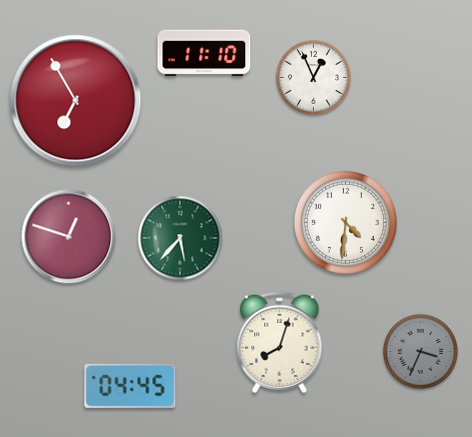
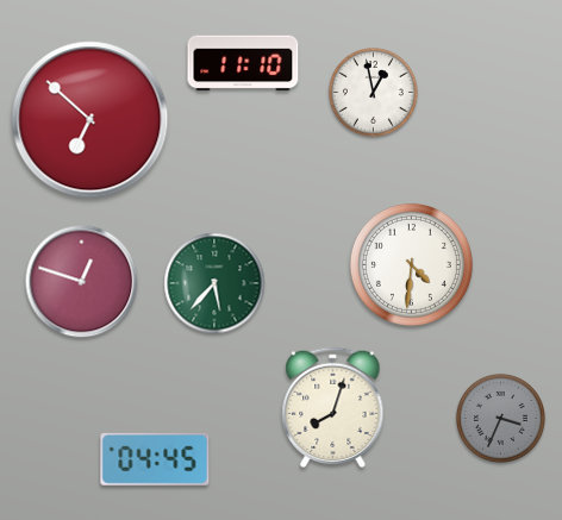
clock at (313, 77): 12:56 -> 12:58
clock at (76, 101): 6:55 -> 6:52
